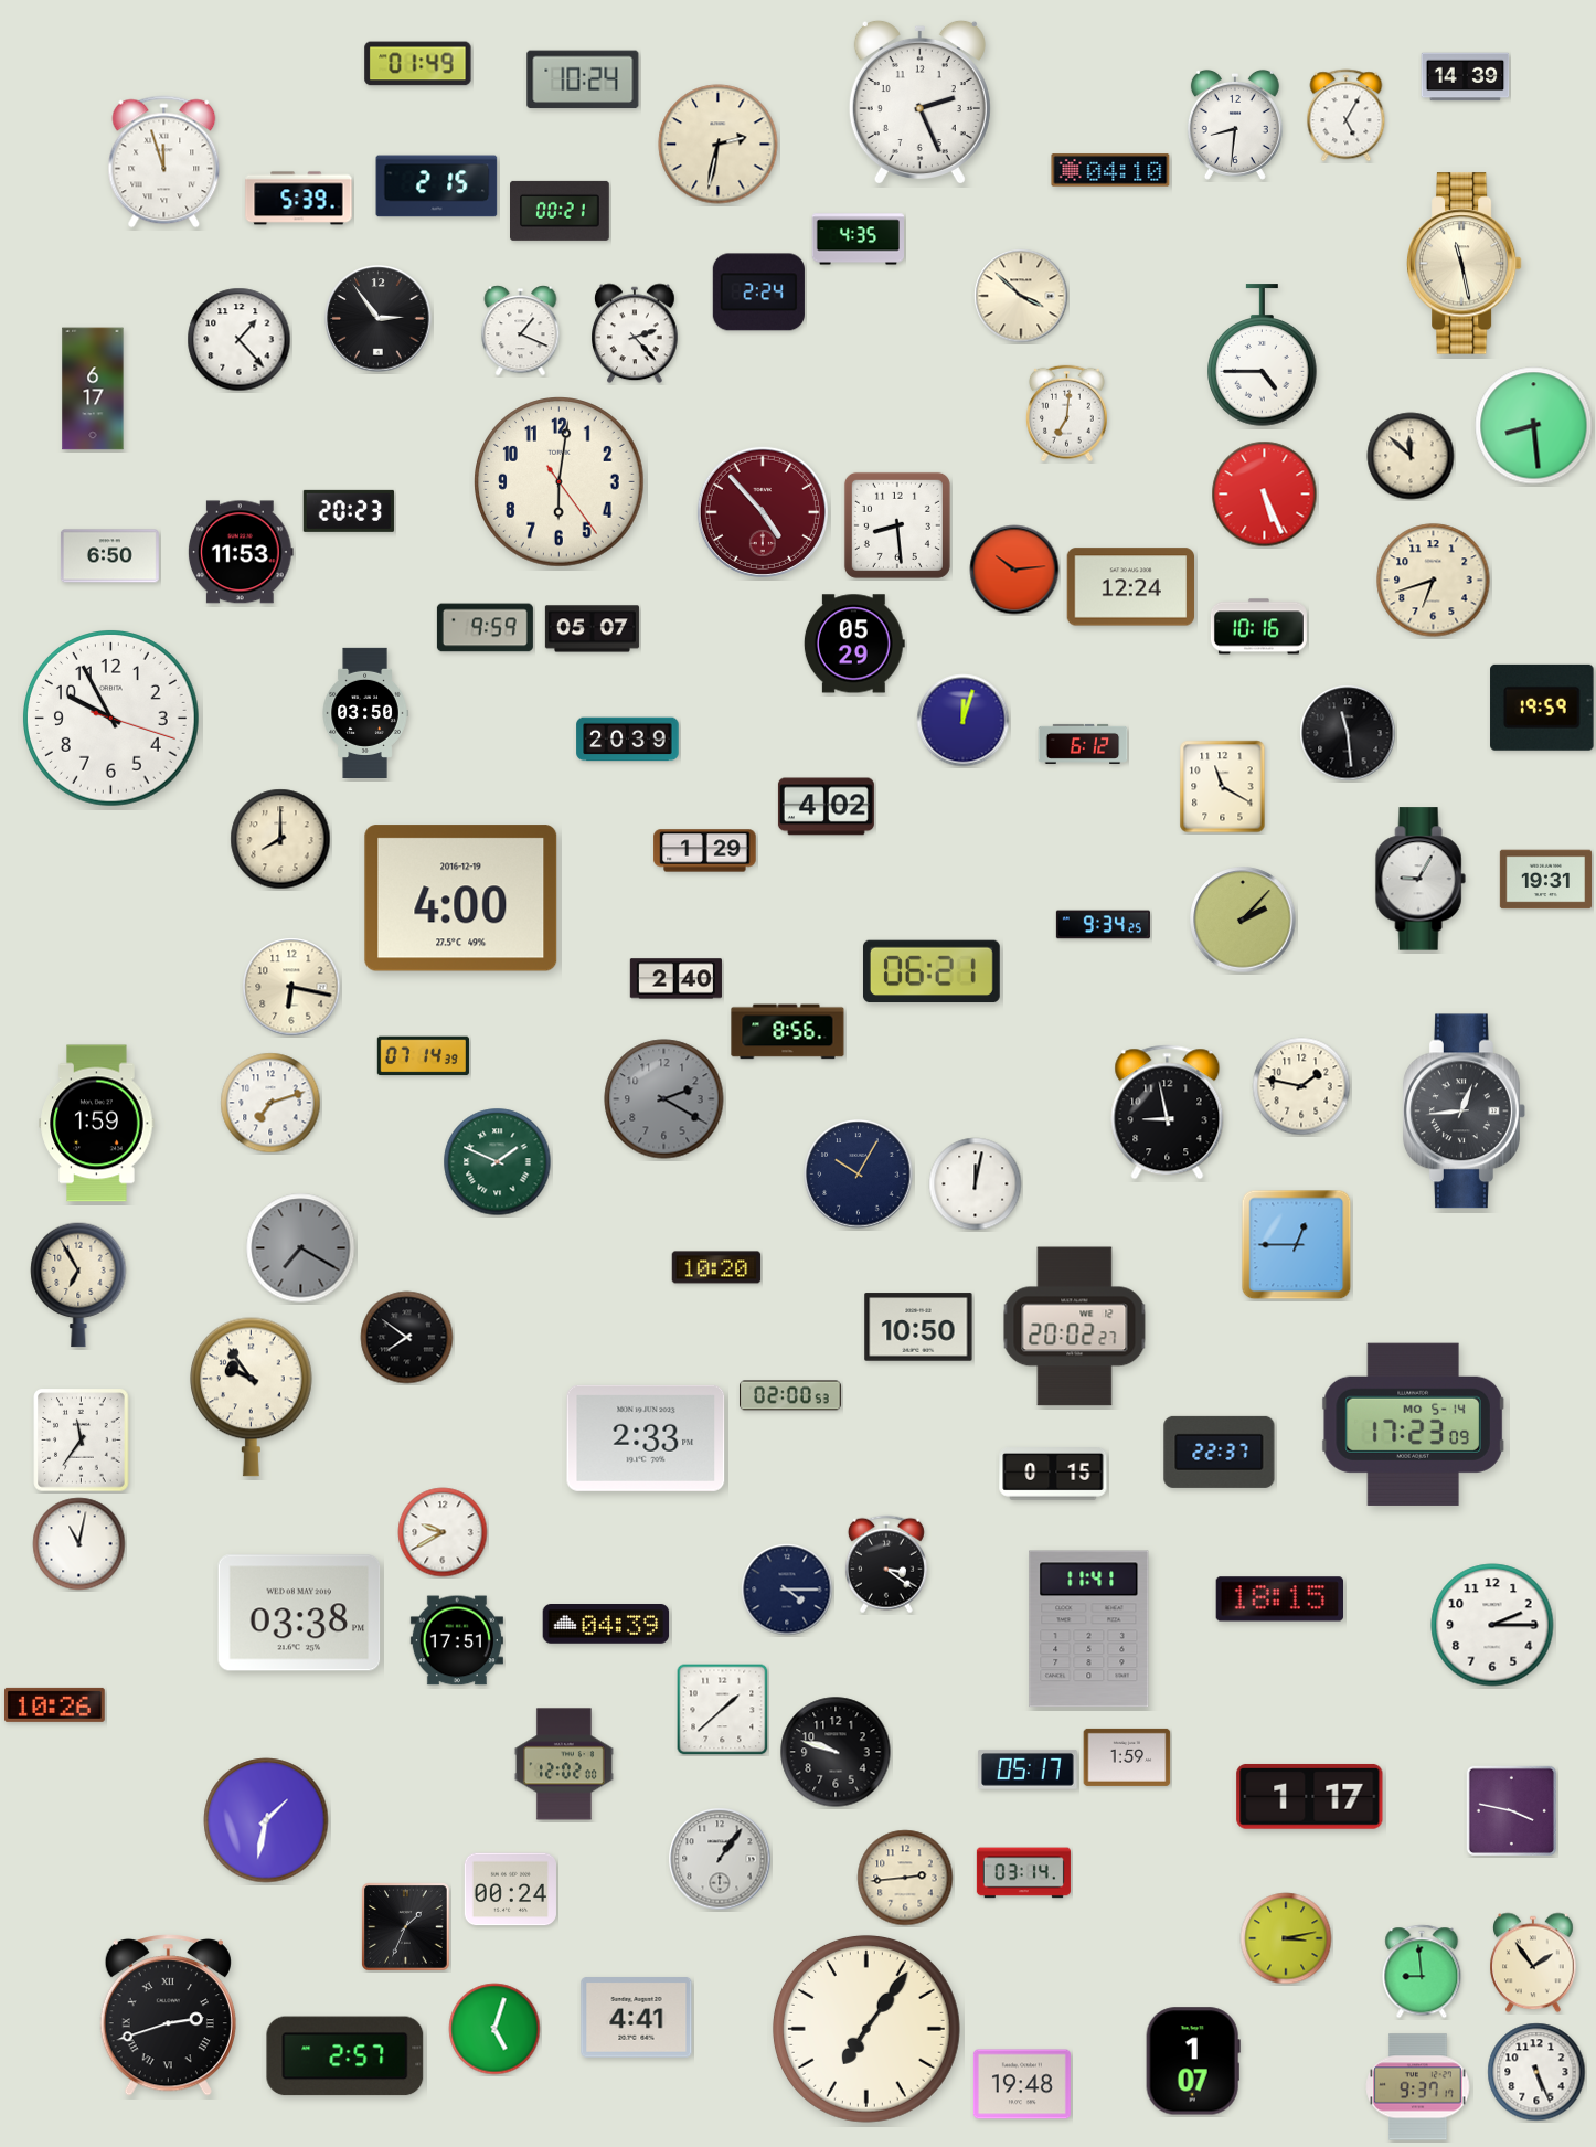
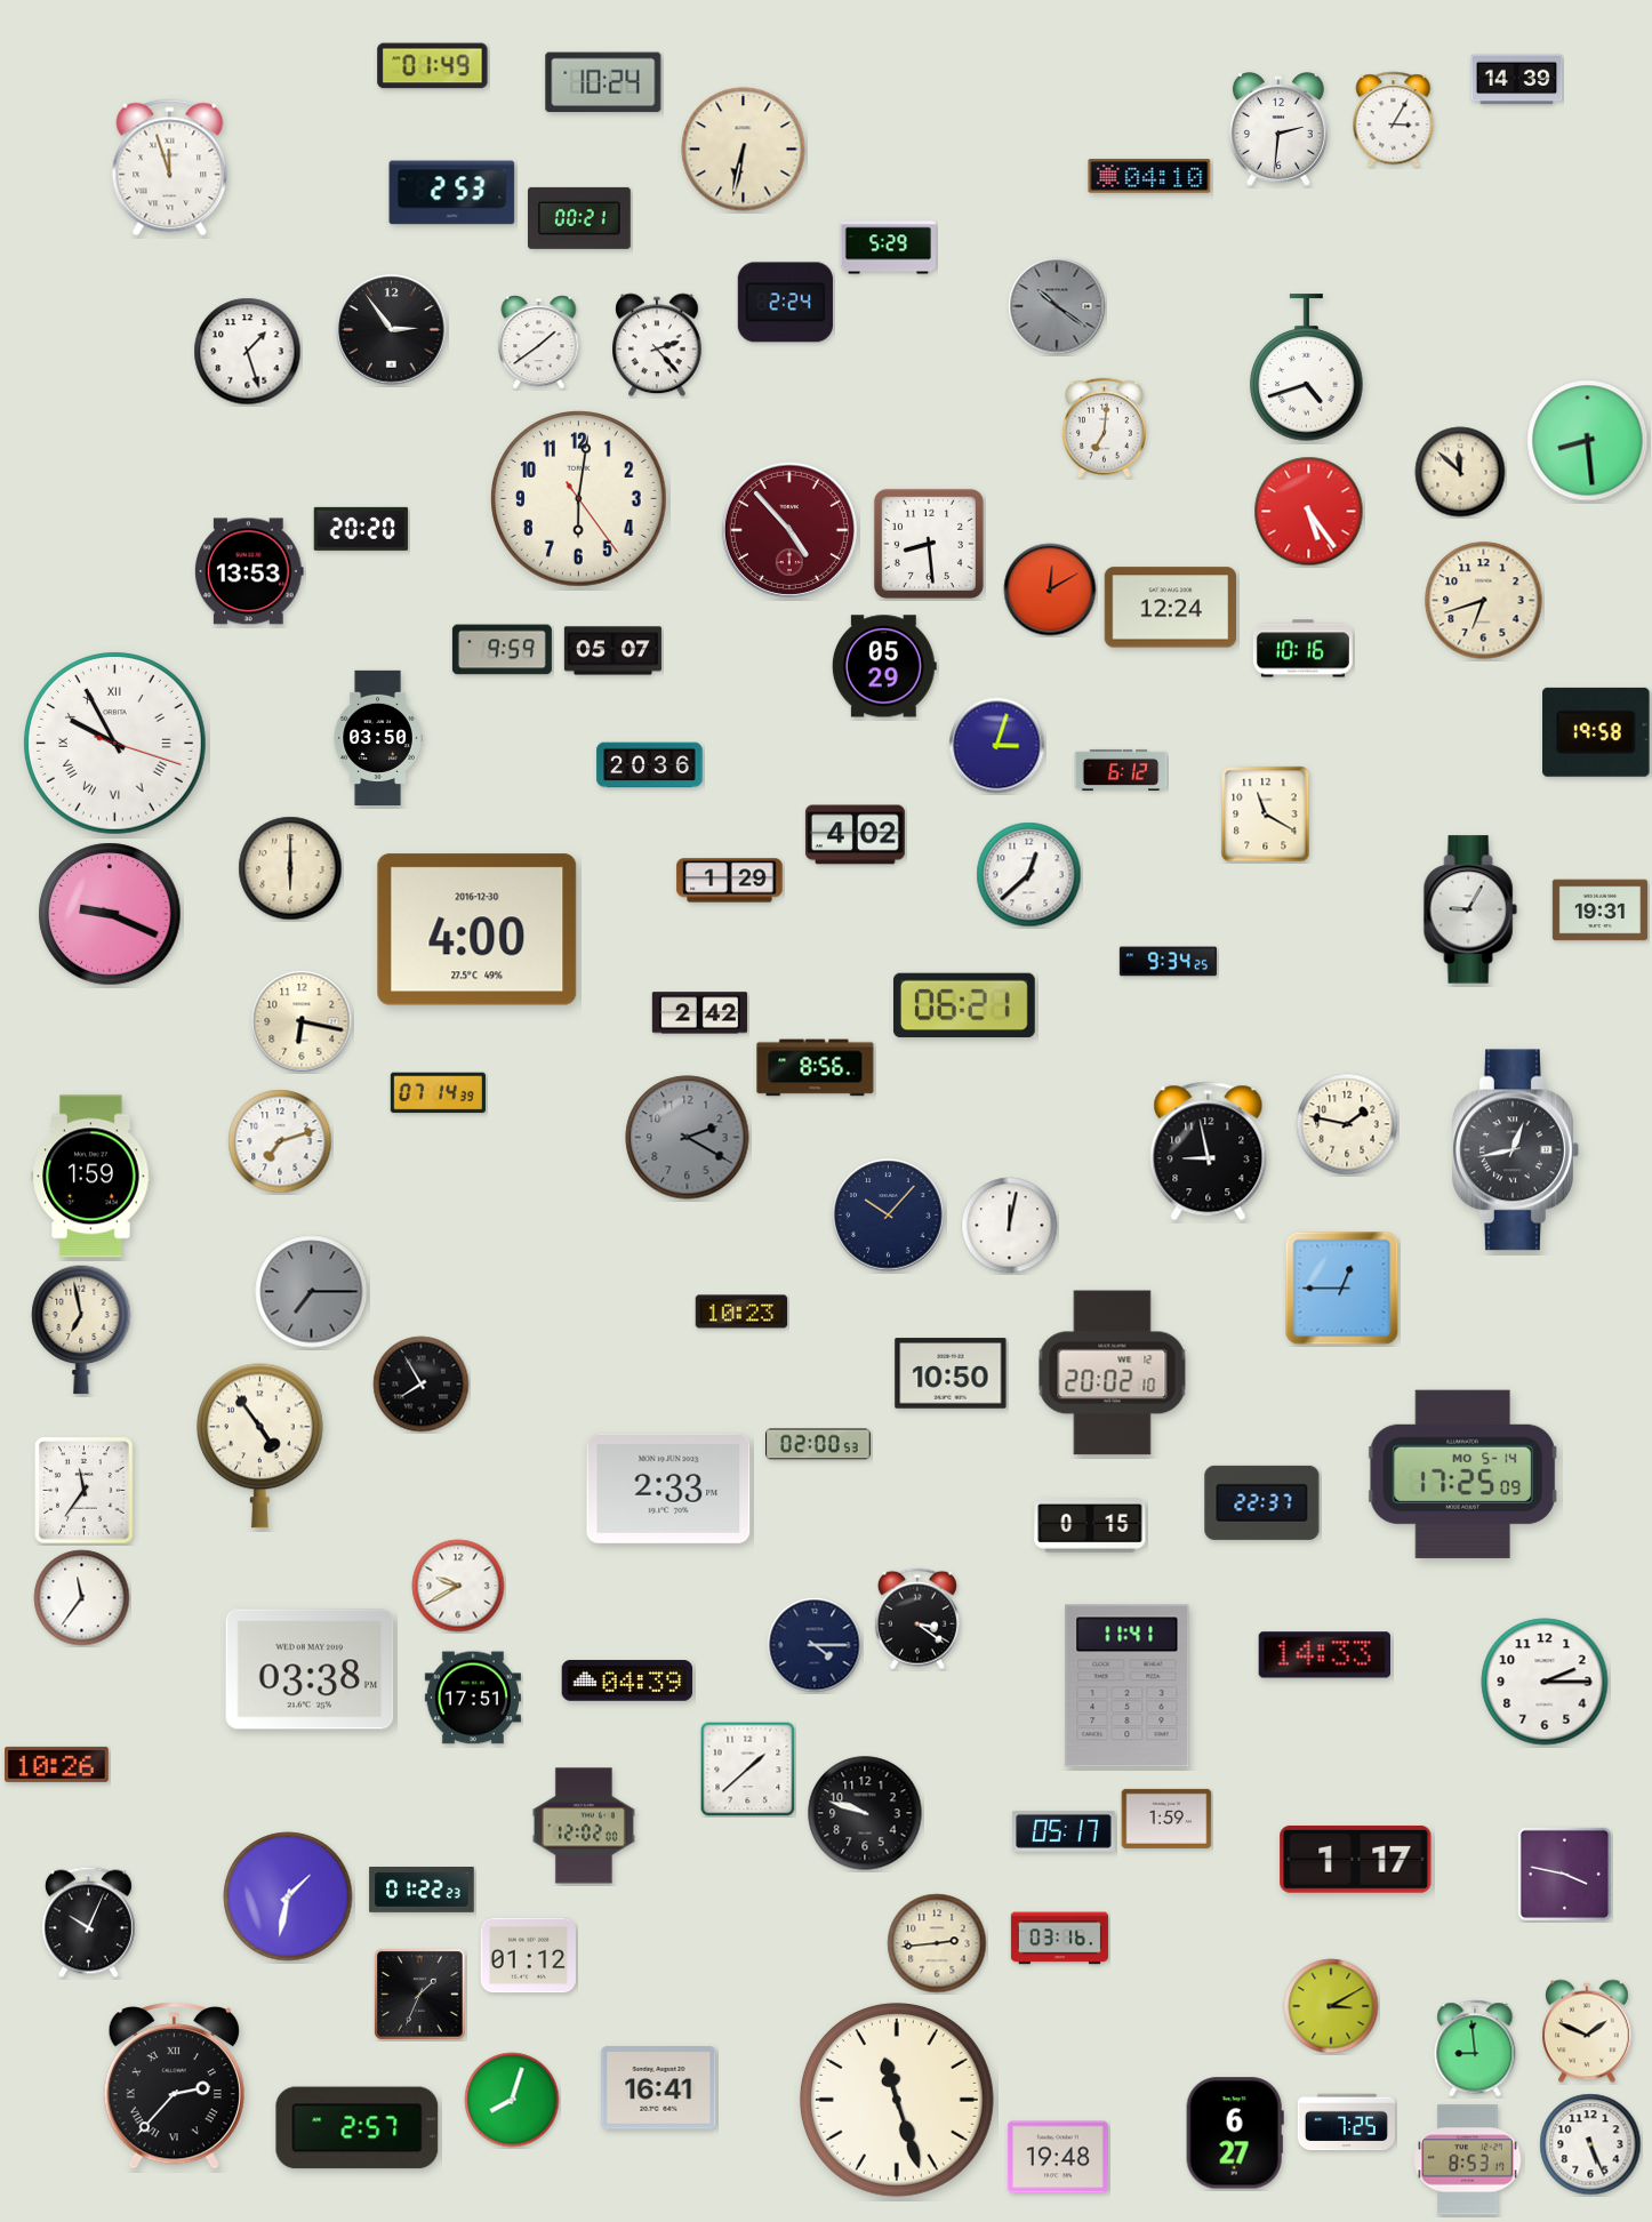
clock at (919, 102): 2:26 -> none
clock at (1347, 116): 5:05 -> 3:05
clock at (1235, 125): 8:31 -> 2:31
clock at (719, 145): 2:32 -> 6:32
clock at (437, 187): 2:15 -> 2:53
clock at (299, 199): 5:39 -> none
clock at (858, 240): 4:35 -> 5:29
clock at (1464, 264): 11:28 -> none
clock at (1021, 296): 3:52 -> 10:21
clock at (1021, 296) dial: cream -> grey
clock at (521, 331): 1:19 -> 1:39
clock at (240, 340): 1:23 -> 1:27
clock at (1263, 355): 4:45 -> 4:42
clock at (93, 389): 6:17 -> none
clock at (1265, 495): 5:26 -> 5:24
clock at (349, 511): 20:23 -> 20:20
clock at (241, 552): 11:53 -> 13:53
clock at (109, 556): 6:50 -> none
clock at (1014, 570): 10:14 -> 12:10
clock at (1542, 708): 19:59 -> 19:58
clock at (111, 719) numerals: Arabic -> Roman
clock at (964, 721): 12:03 -> 3:03
clock at (1348, 733): 11:29 -> none
clock at (628, 740): 20:39 -> 20:36
clock at (280, 839): 8:00 -> 6:00
clock at (1029, 875): none -> 12:38
clock at (110, 914): none -> 9:19
clock at (461, 899) date: 2016-12-19 -> 2016-12-30
clock at (1243, 920): 2:07 -> none
clock at (1103, 925) position: (1103, 925) -> (1168, 962)
clock at (675, 979): 2:40 -> 2:42
clock at (1465, 1112): 12:44 -> 12:43
clock at (97, 1124) position: (97, 1124) -> (91, 1177)
clock at (498, 1162): 1:49 -> none
clock at (859, 1175): 10:05 -> 10:07
clock at (301, 1248): 7:20 -> 7:15
clock at (716, 1267): 10:20 -> 10:23
clock at (78, 1285): 6:55 -> 6:58
clock at (1075, 1327): 20:02:27 -> 20:02:10
clock at (407, 1338): 7:51 -> 7:55
clock at (252, 1396): 9:54 -> 4:54
clock at (1413, 1424): 17:23 -> 17:25
clock at (79, 1544): 11:02 -> 11:36
clock at (1279, 1599): 18:15 -> 14:33
clock at (266, 1820) position: (266, 1820) -> (288, 1896)
clock at (422, 1891): none -> 01:22
clock at (88, 1923): none -> 10:04
clock at (720, 1859): 1:06 -> none
clock at (1023, 1873): 03:14 -> 03:16
clock at (510, 1890): 00:24 -> 01:12
clock at (1286, 1938): 3:13 -> 3:10
clock at (1533, 1963): 1:54 -> 1:49
clock at (1422, 1971) position: (1422, 1971) -> (1475, 2048)
clock at (168, 2016): 2:42 -> 2:37
clock at (637, 2018): 4:41 -> 16:41
clock at (494, 2029): 5:03 -> 8:03
clock at (866, 2029): 7:06 -> 11:27
clock at (1346, 2123): none -> 7:25
clock at (1193, 2061): 1:07 -> 6:27
clock at (1418, 2087): 9:37 -> 8:53
